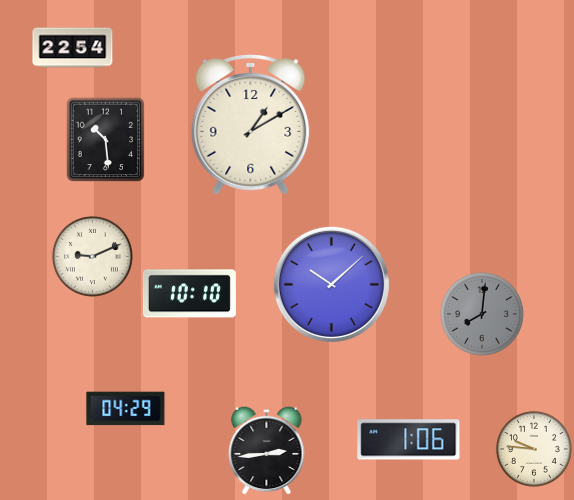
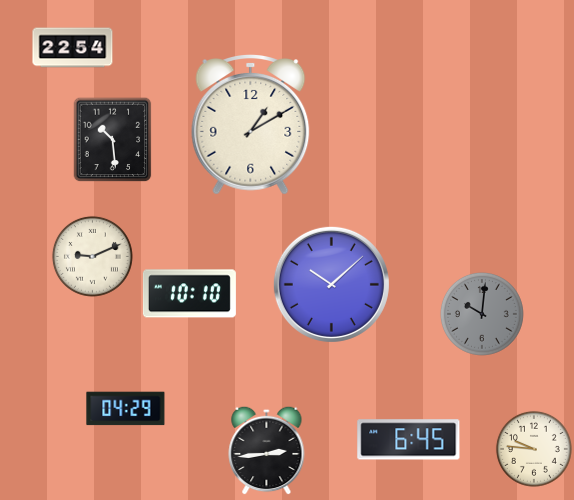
clock at (106, 140) position: (106, 140) -> (113, 140)
clock at (482, 314): 8:01 -> 10:01
clock at (409, 440): 1:06 -> 6:45
